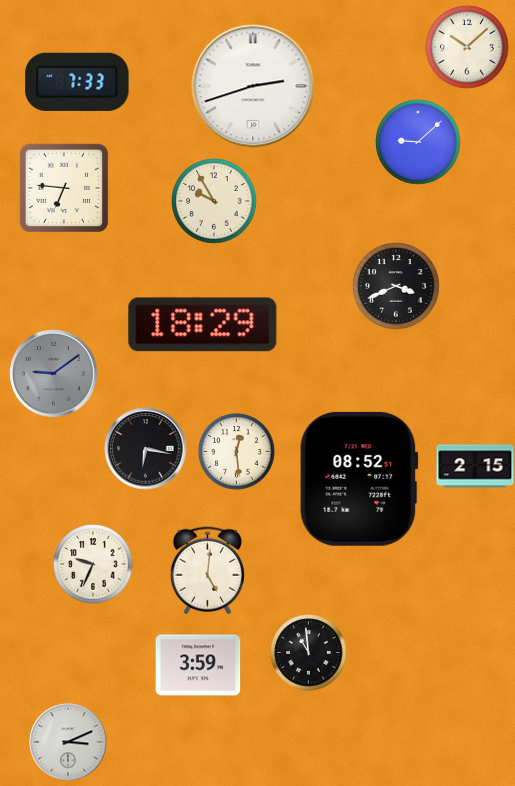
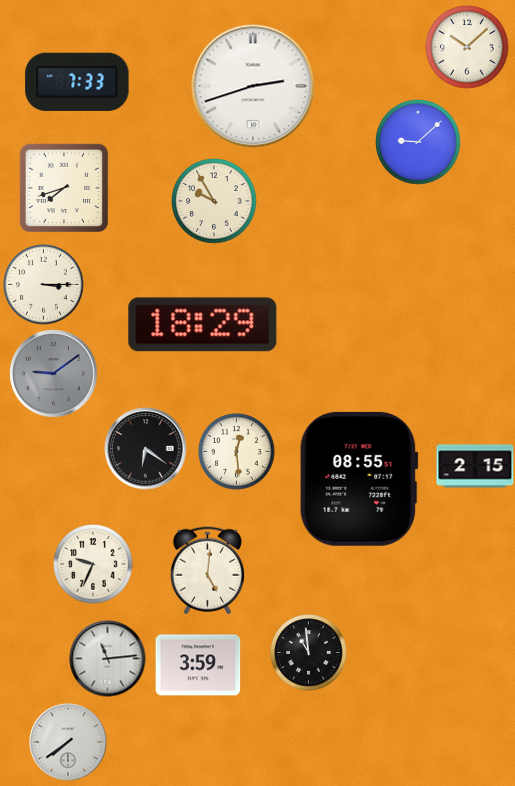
clock at (64, 188): 6:46 -> 7:42
clock at (44, 285): none -> 3:15
clock at (396, 286): 3:41 -> none
clock at (146, 449): 6:17 -> 6:21
clock at (359, 479): 08:52 -> 08:55
clock at (108, 659): none -> 11:14
clock at (68, 742): 3:11 -> 7:39
